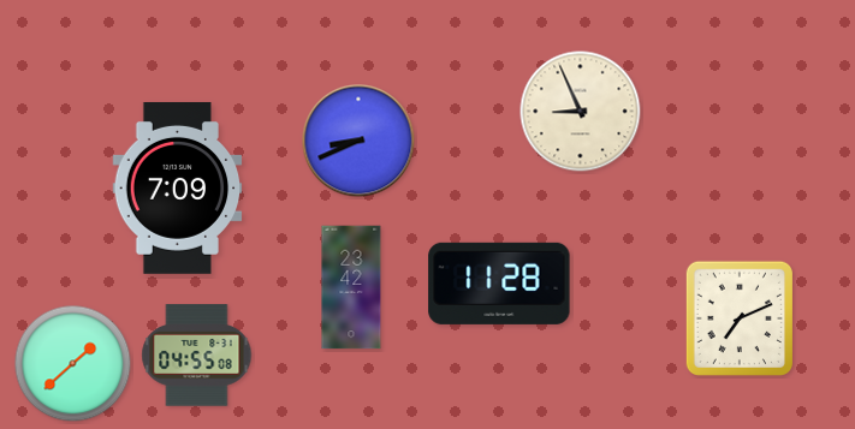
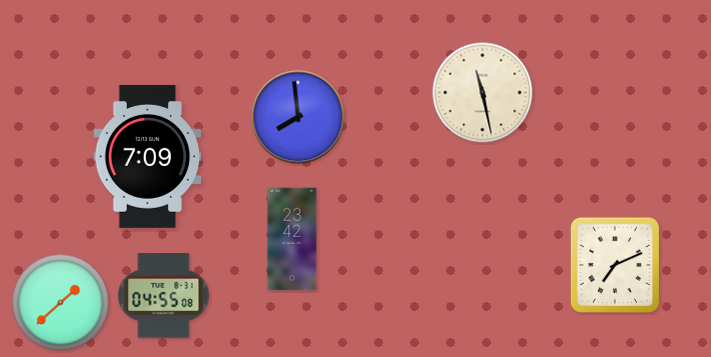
clock at (581, 112): 8:56 -> 11:28
clock at (358, 141): 8:41 -> 7:59
clock at (499, 284): 11:28 -> none
